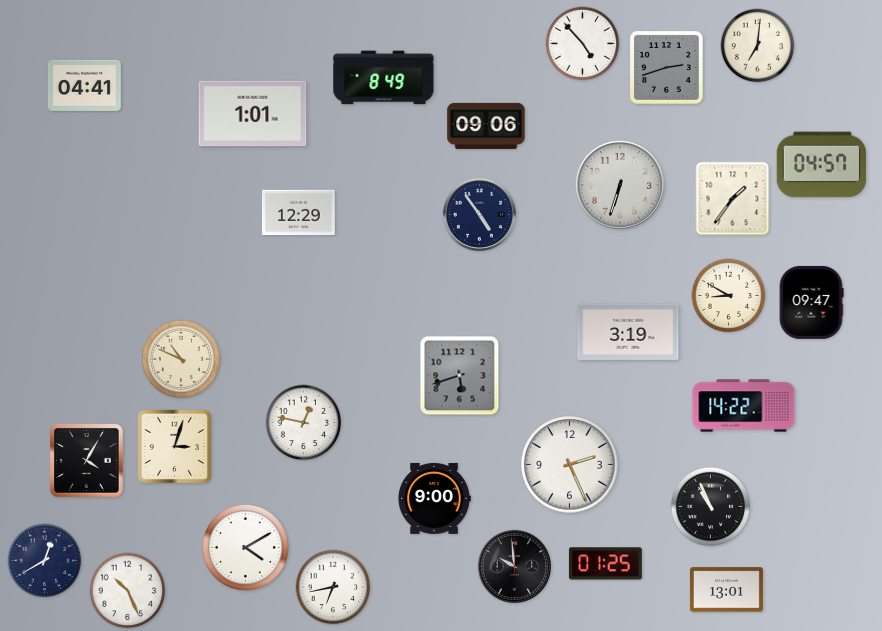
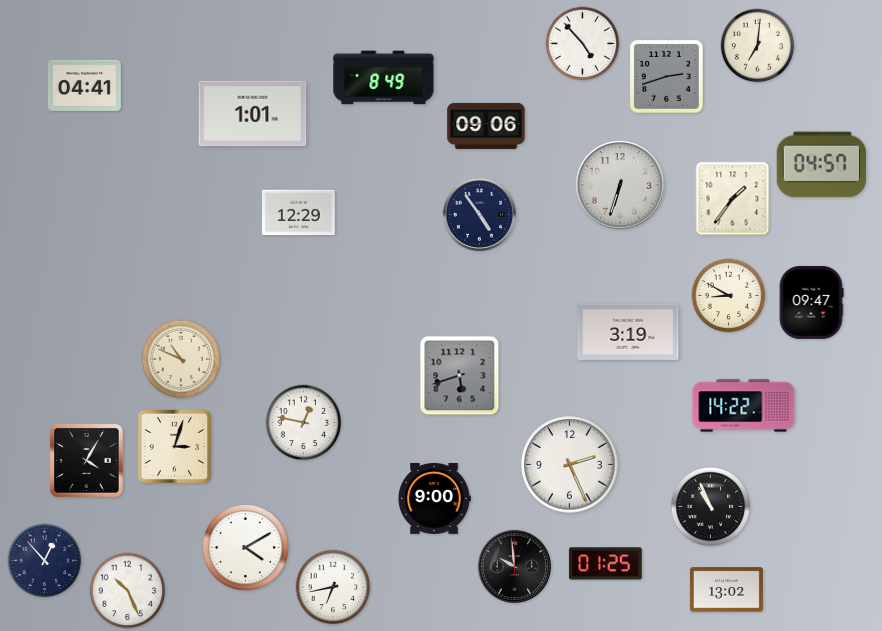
clock at (667, 68) position: (667, 68) -> (667, 77)
clock at (45, 561): 12:40 -> 12:53
clock at (726, 590): 13:01 -> 13:02
